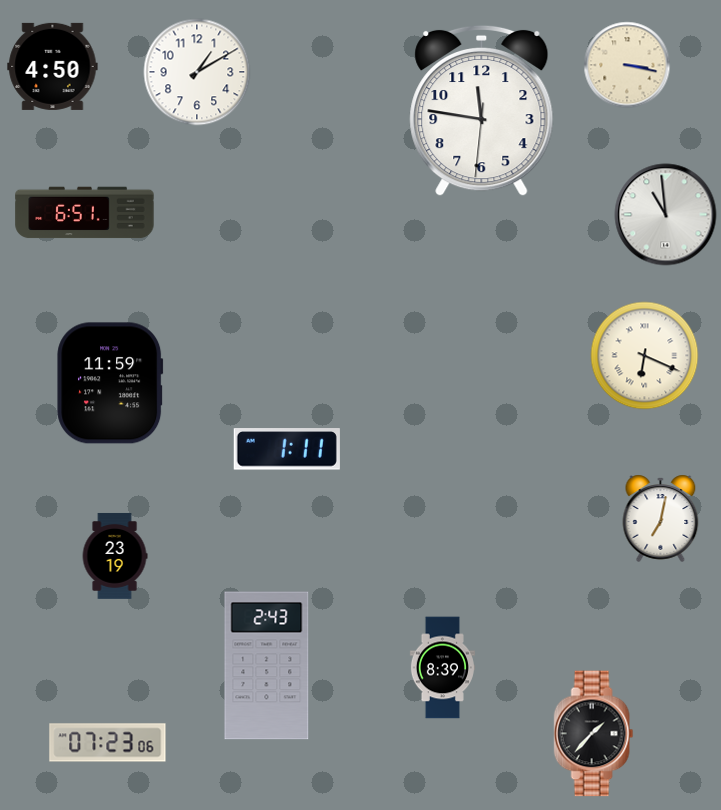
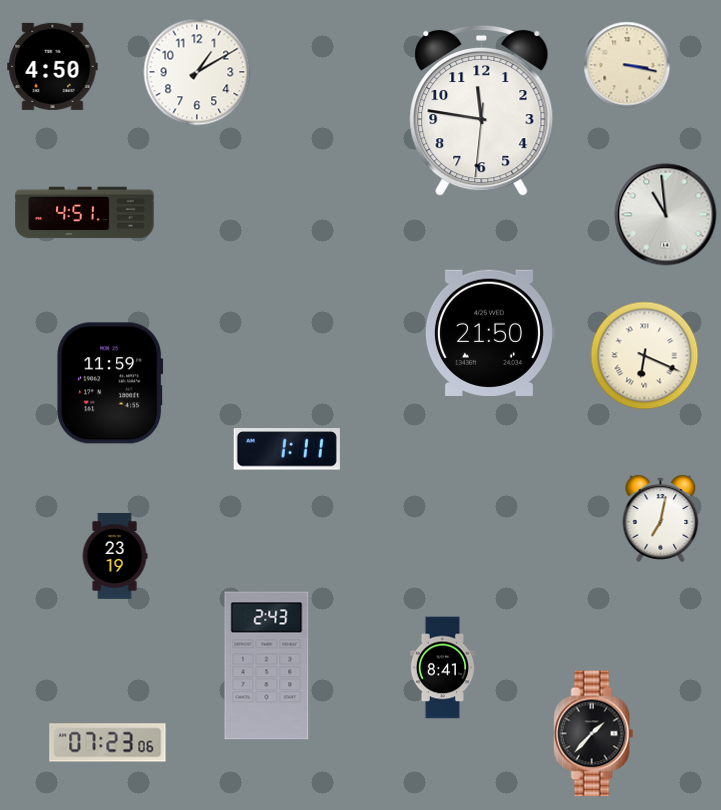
clock at (85, 213): 6:51 -> 4:51
clock at (489, 333): none -> 21:50
clock at (442, 668): 8:39 -> 8:41
